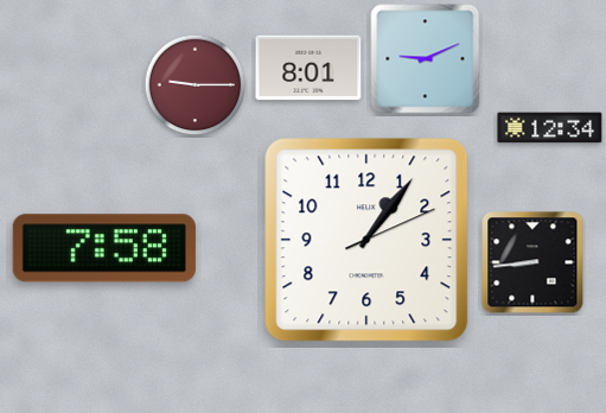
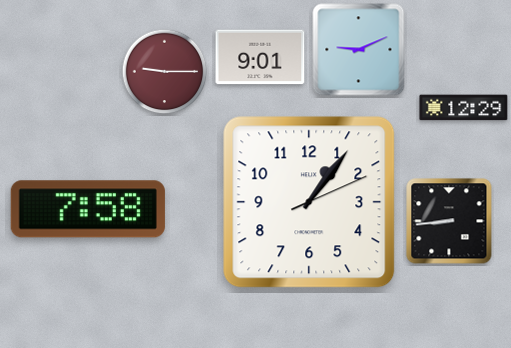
clock at (308, 68): 8:01 -> 9:01
clock at (550, 128): 12:34 -> 12:29
